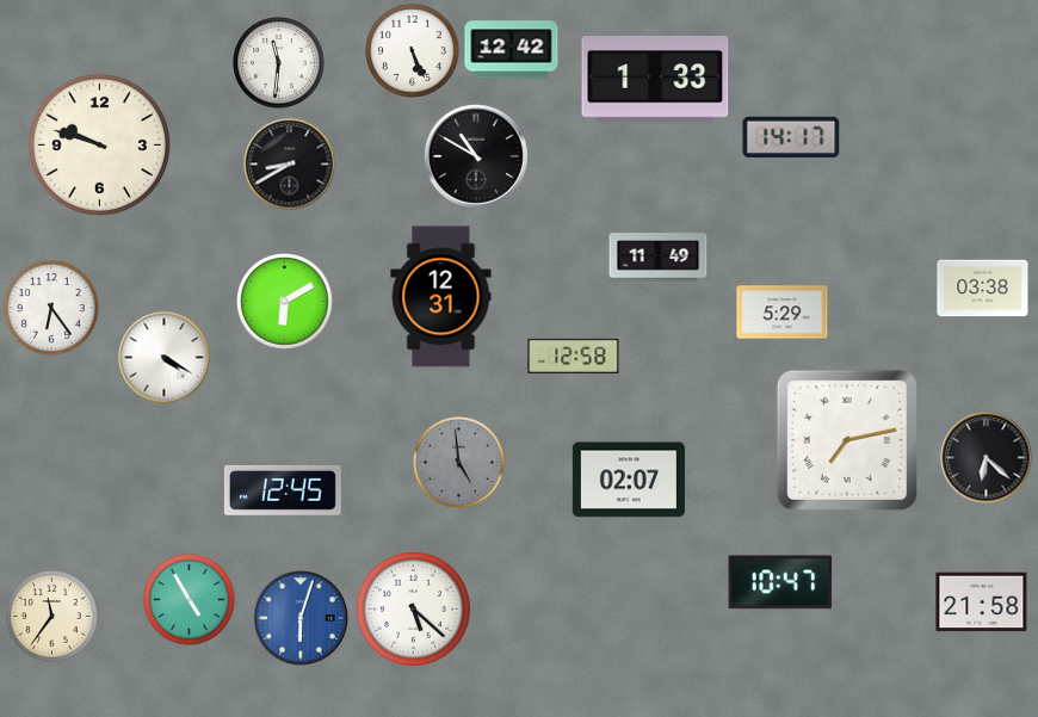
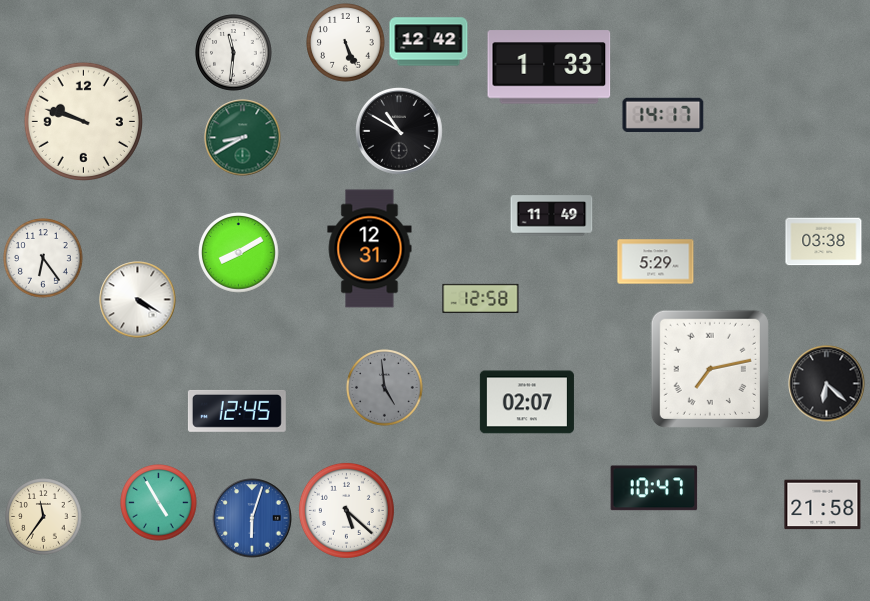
clock at (290, 165) dial: black -> green
clock at (285, 302): 6:10 -> 8:10
